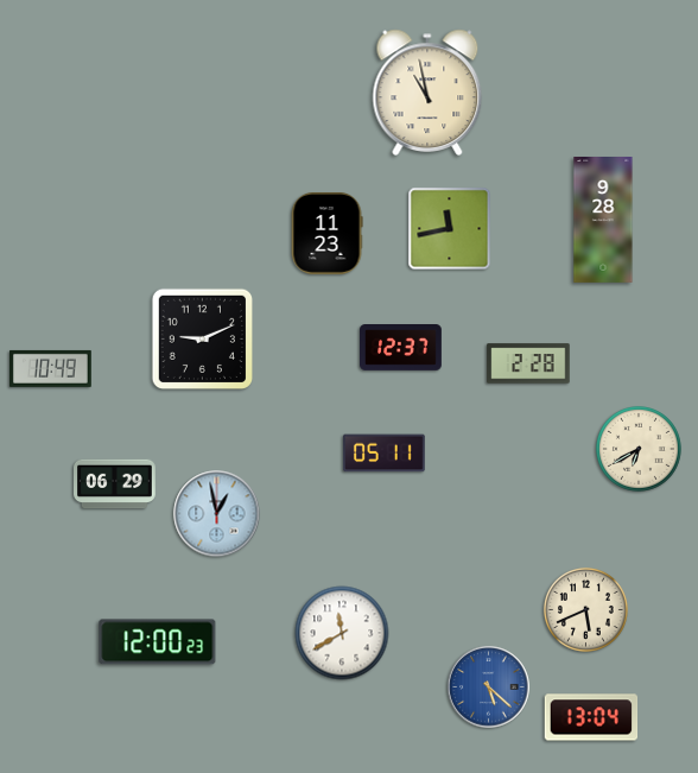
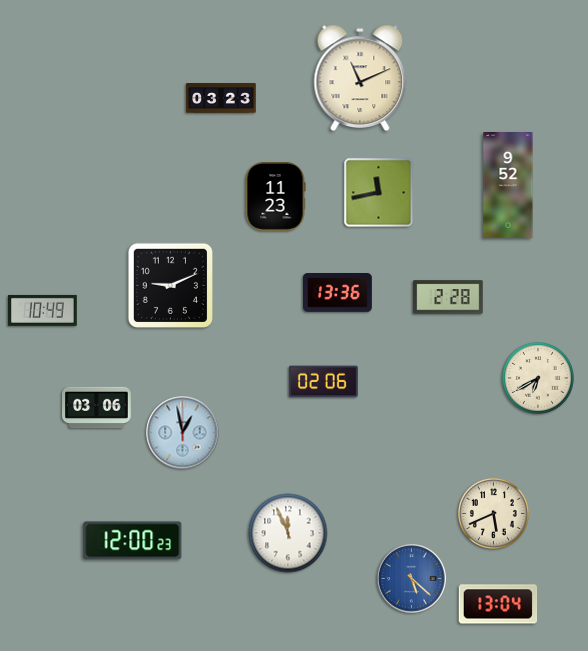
clock at (427, 91): 10:58 -> 11:11
clock at (221, 98): none -> 03:23
clock at (603, 221): 9:28 -> 9:52
clock at (401, 348): 12:37 -> 13:36
clock at (528, 363) position: (528, 363) -> (448, 297)
clock at (385, 454): 05:11 -> 02:06
clock at (115, 484): 06:29 -> 03:06
clock at (342, 633): 11:40 -> 11:56
